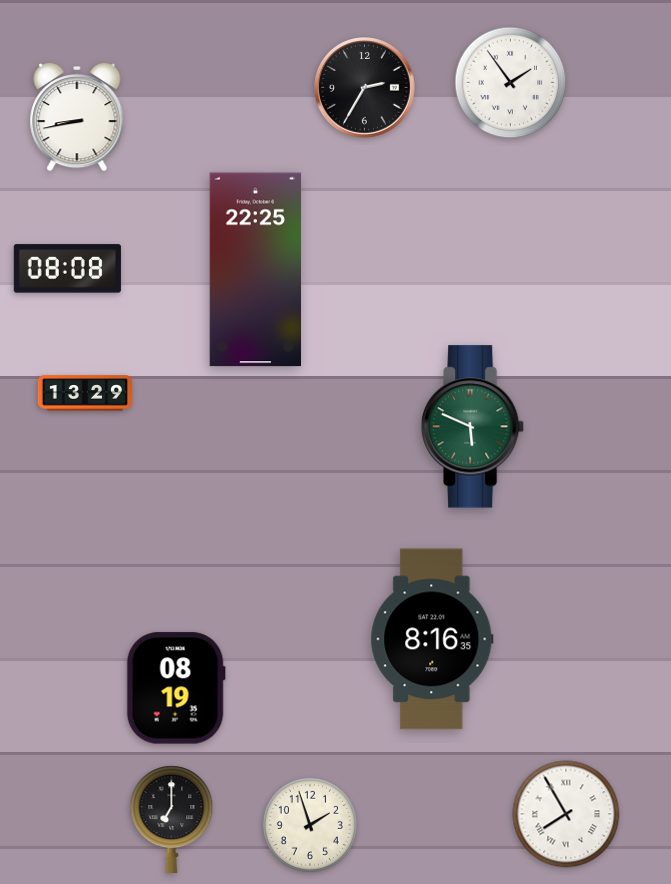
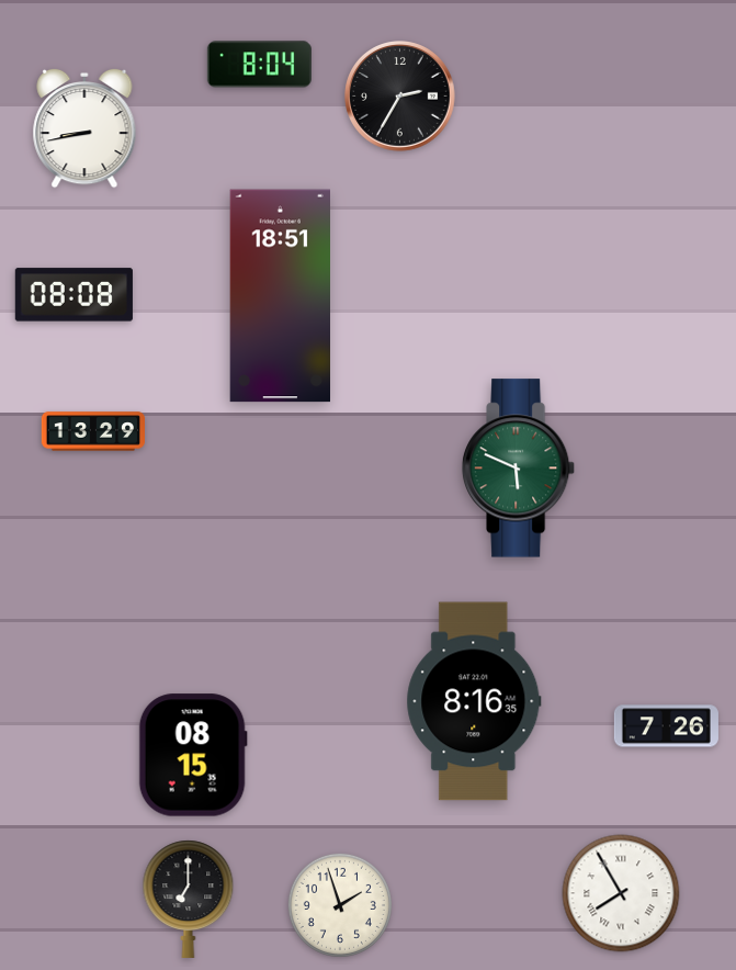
clock at (259, 65): none -> 8:04
clock at (511, 83): 1:54 -> none
clock at (255, 270): 22:25 -> 18:51
clock at (666, 726): none -> 7:26
clock at (176, 688): 08:19 -> 08:15
